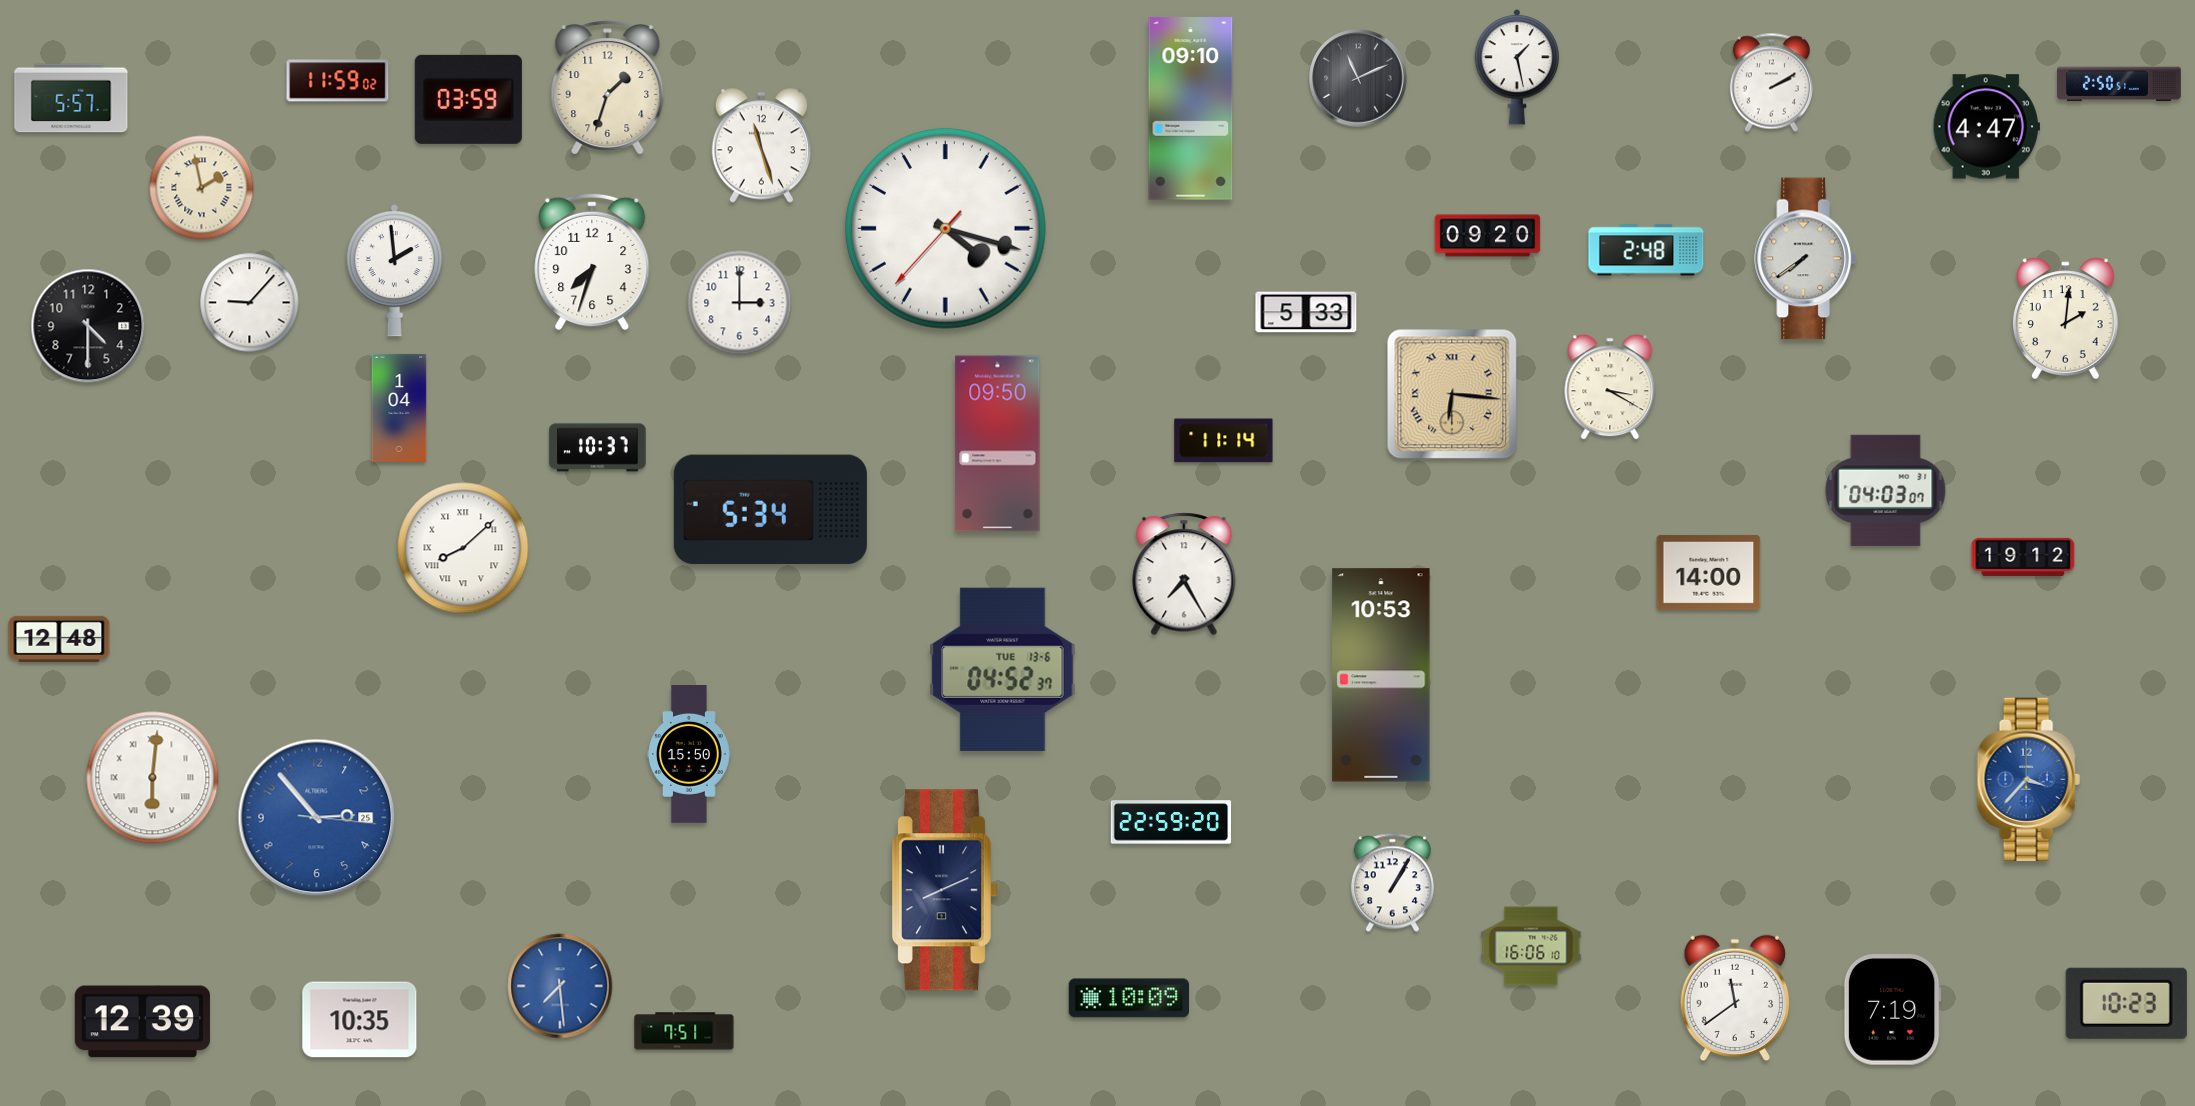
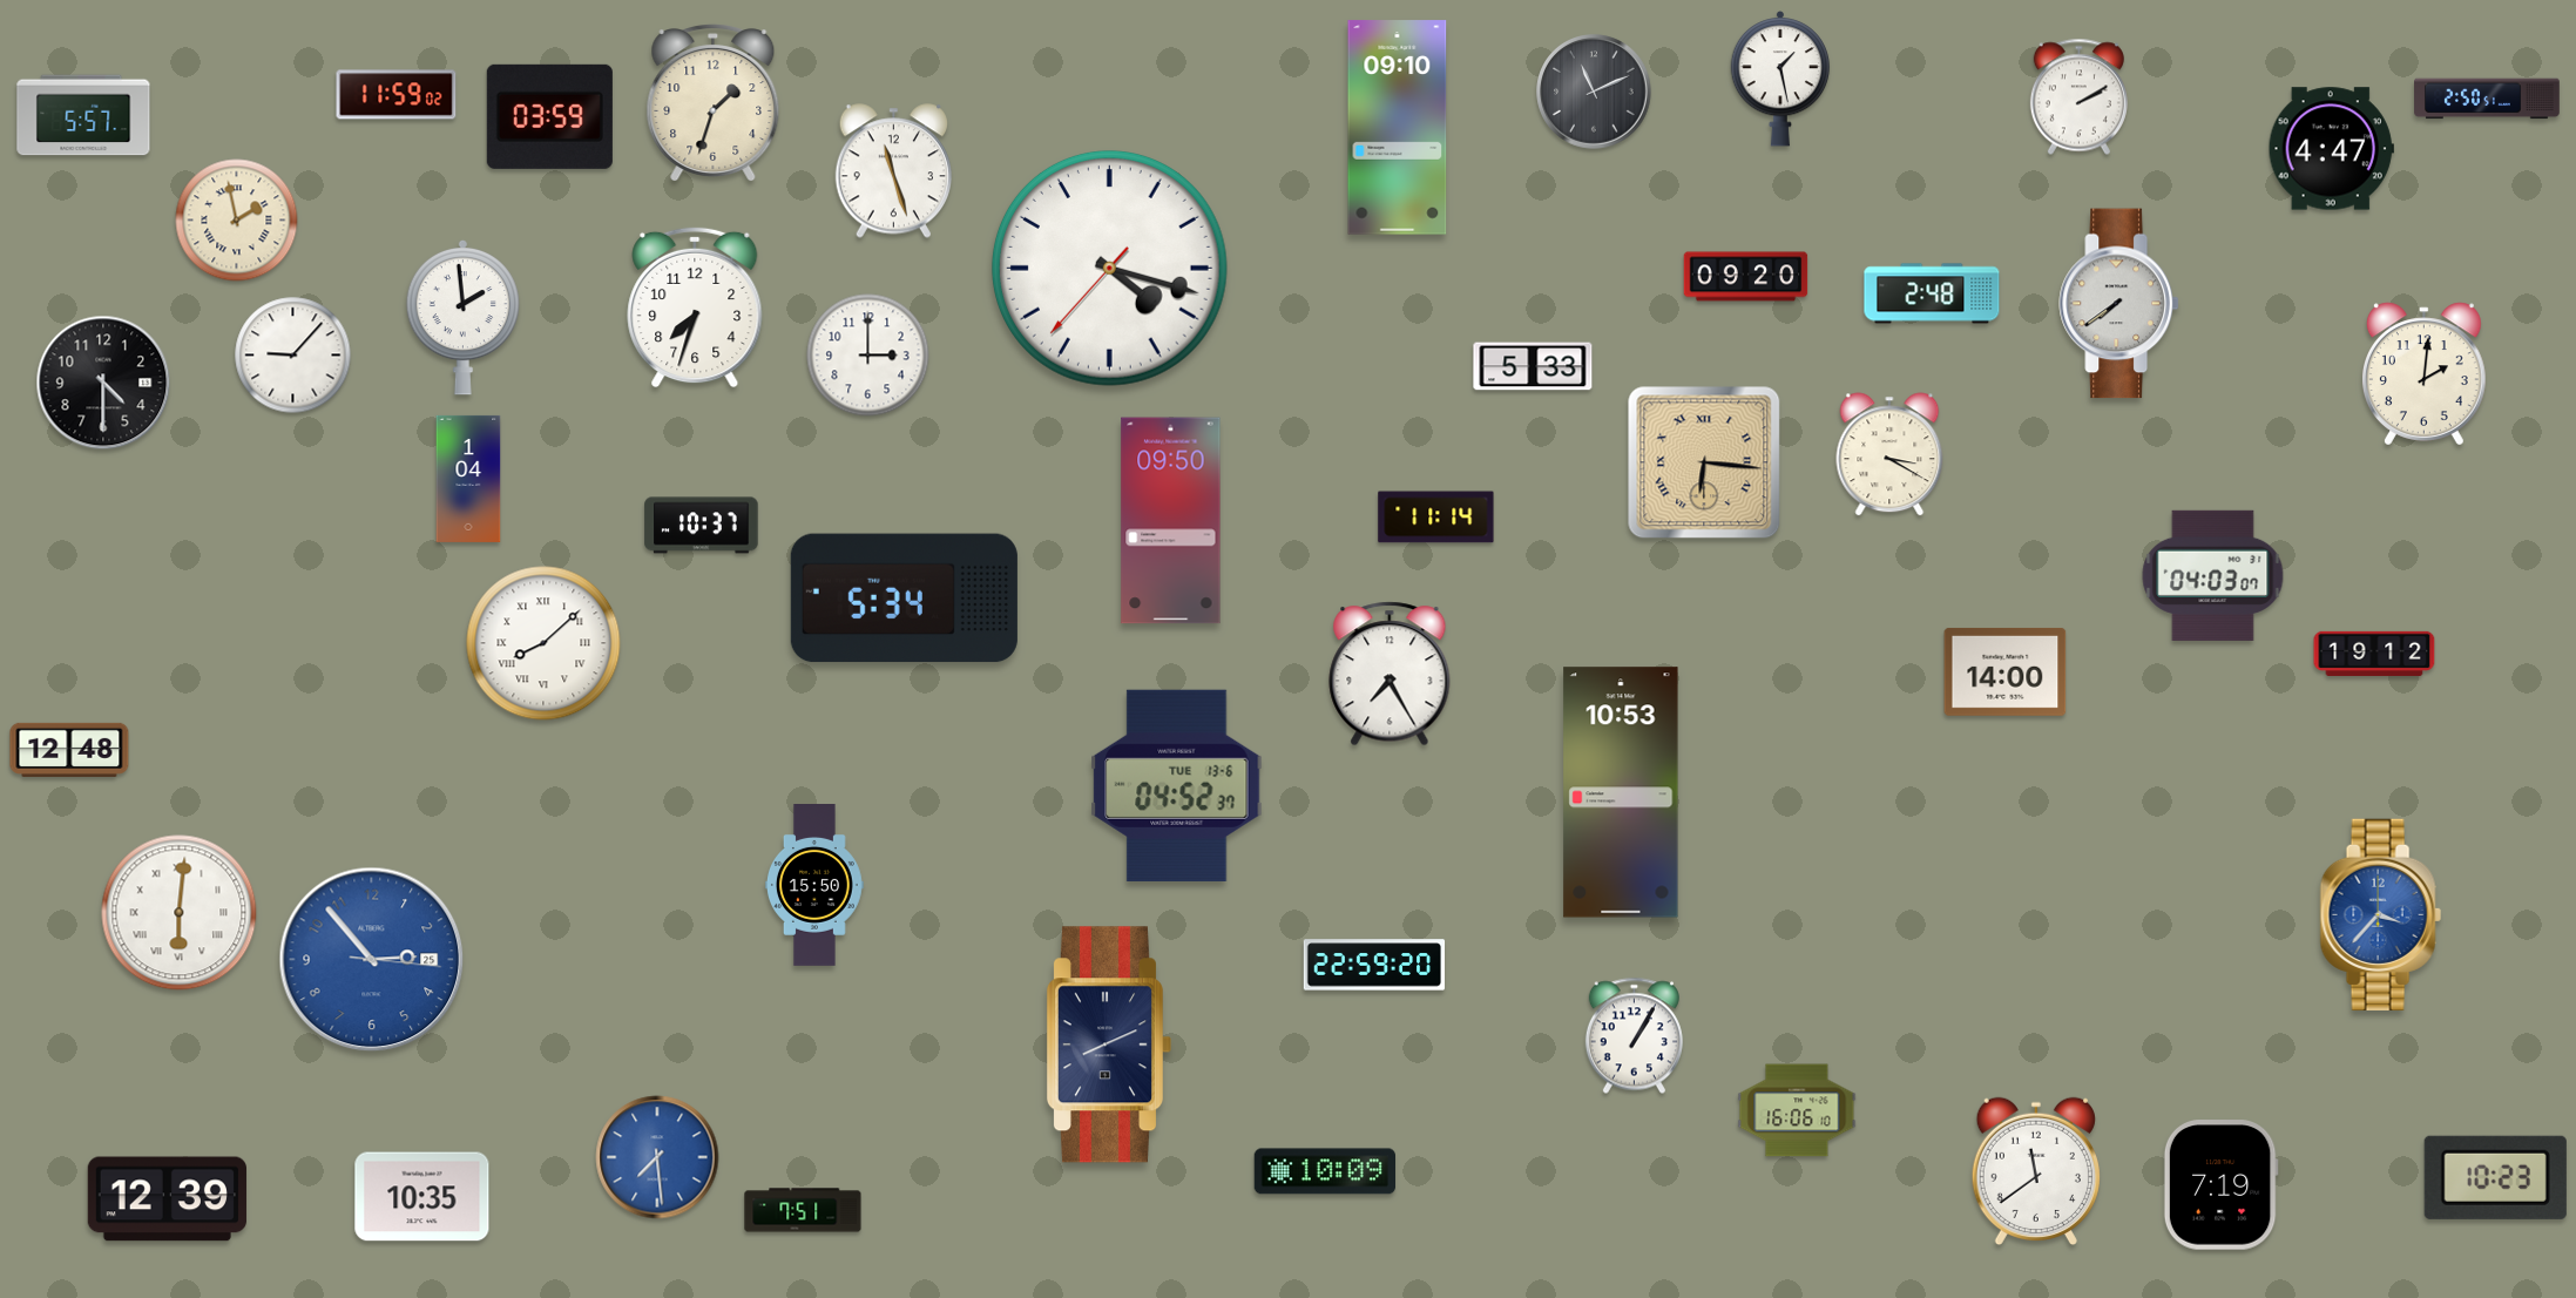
clock at (690, 755) position: (690, 755) -> (816, 886)
